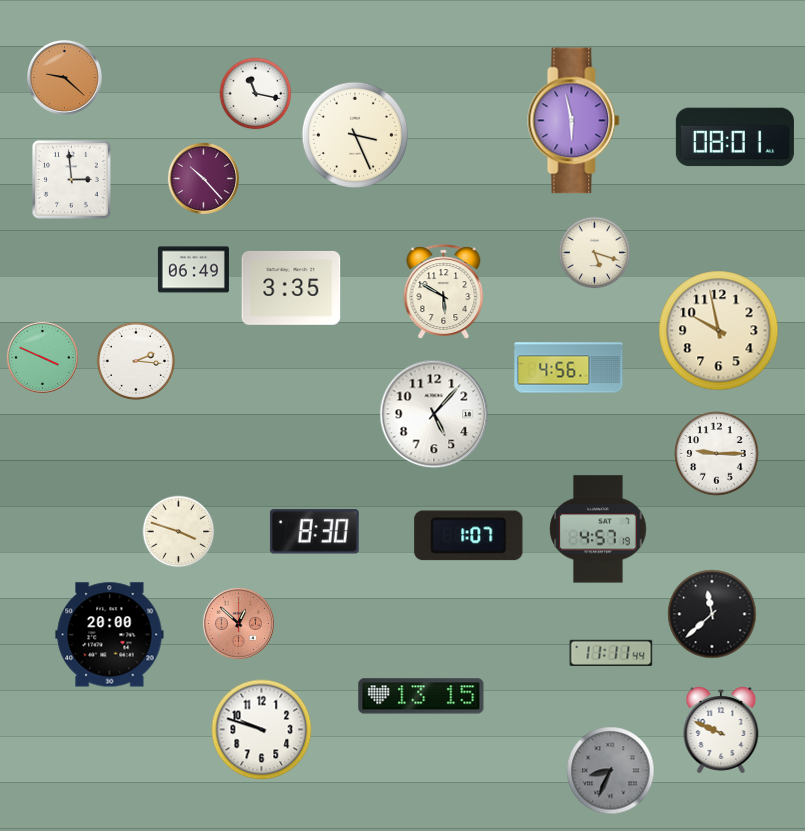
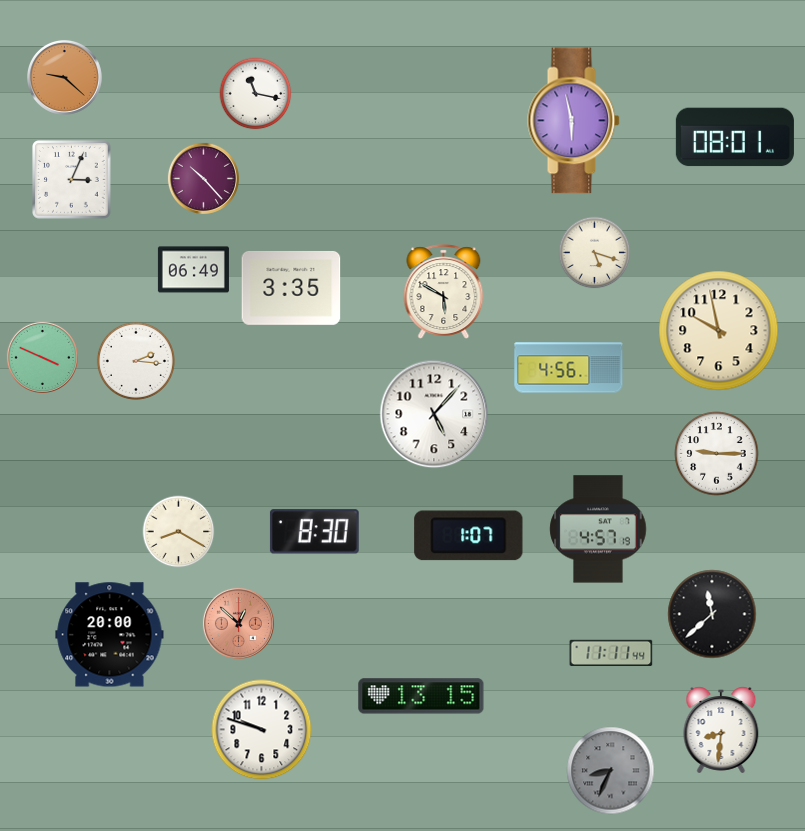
clock at (354, 134): 3:26 -> none
clock at (72, 180): 2:59 -> 3:04
clock at (179, 532): 3:48 -> 8:20
clock at (721, 730): 9:49 -> 8:31
